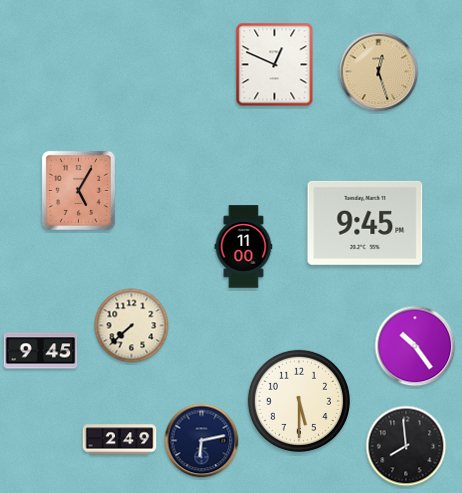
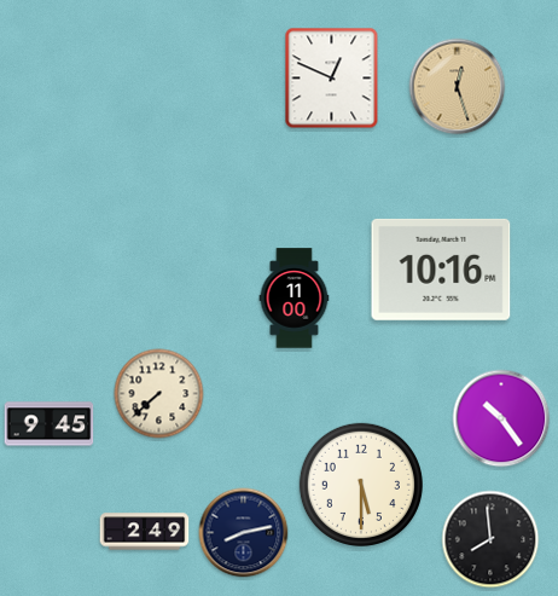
clock at (78, 190): 5:05 -> none
clock at (365, 223): 9:45 -> 10:16
clock at (202, 441): 6:13 -> 8:13
